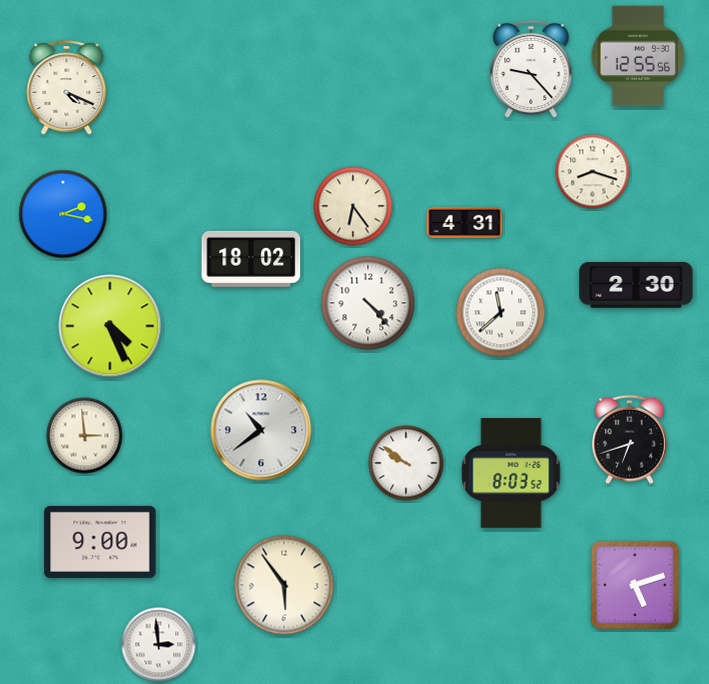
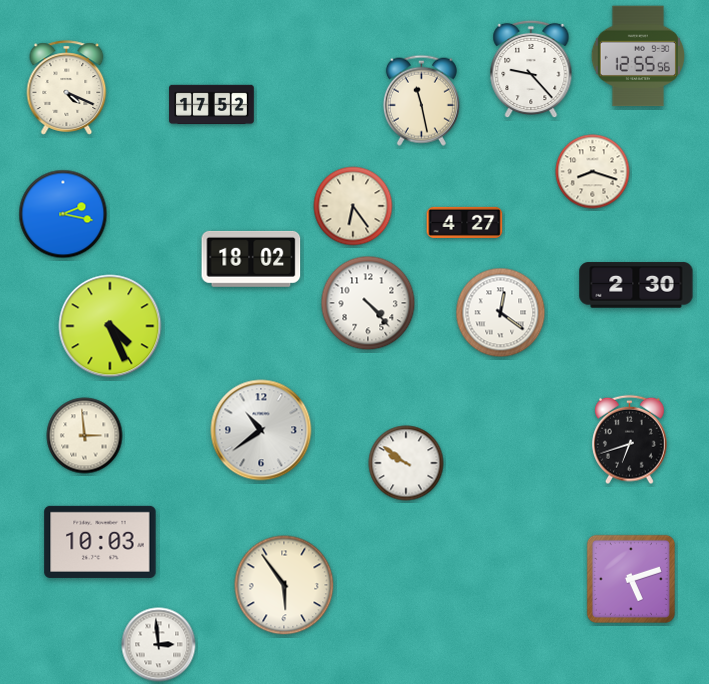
clock at (421, 100): none -> 11:28
clock at (212, 104): none -> 17:52
clock at (465, 222): 4:31 -> 4:27
clock at (501, 313): 11:38 -> 12:21
clock at (511, 473): 8:03 -> none
clock at (100, 542): 9:00 -> 10:03
clock at (635, 585) position: (635, 585) -> (631, 579)
